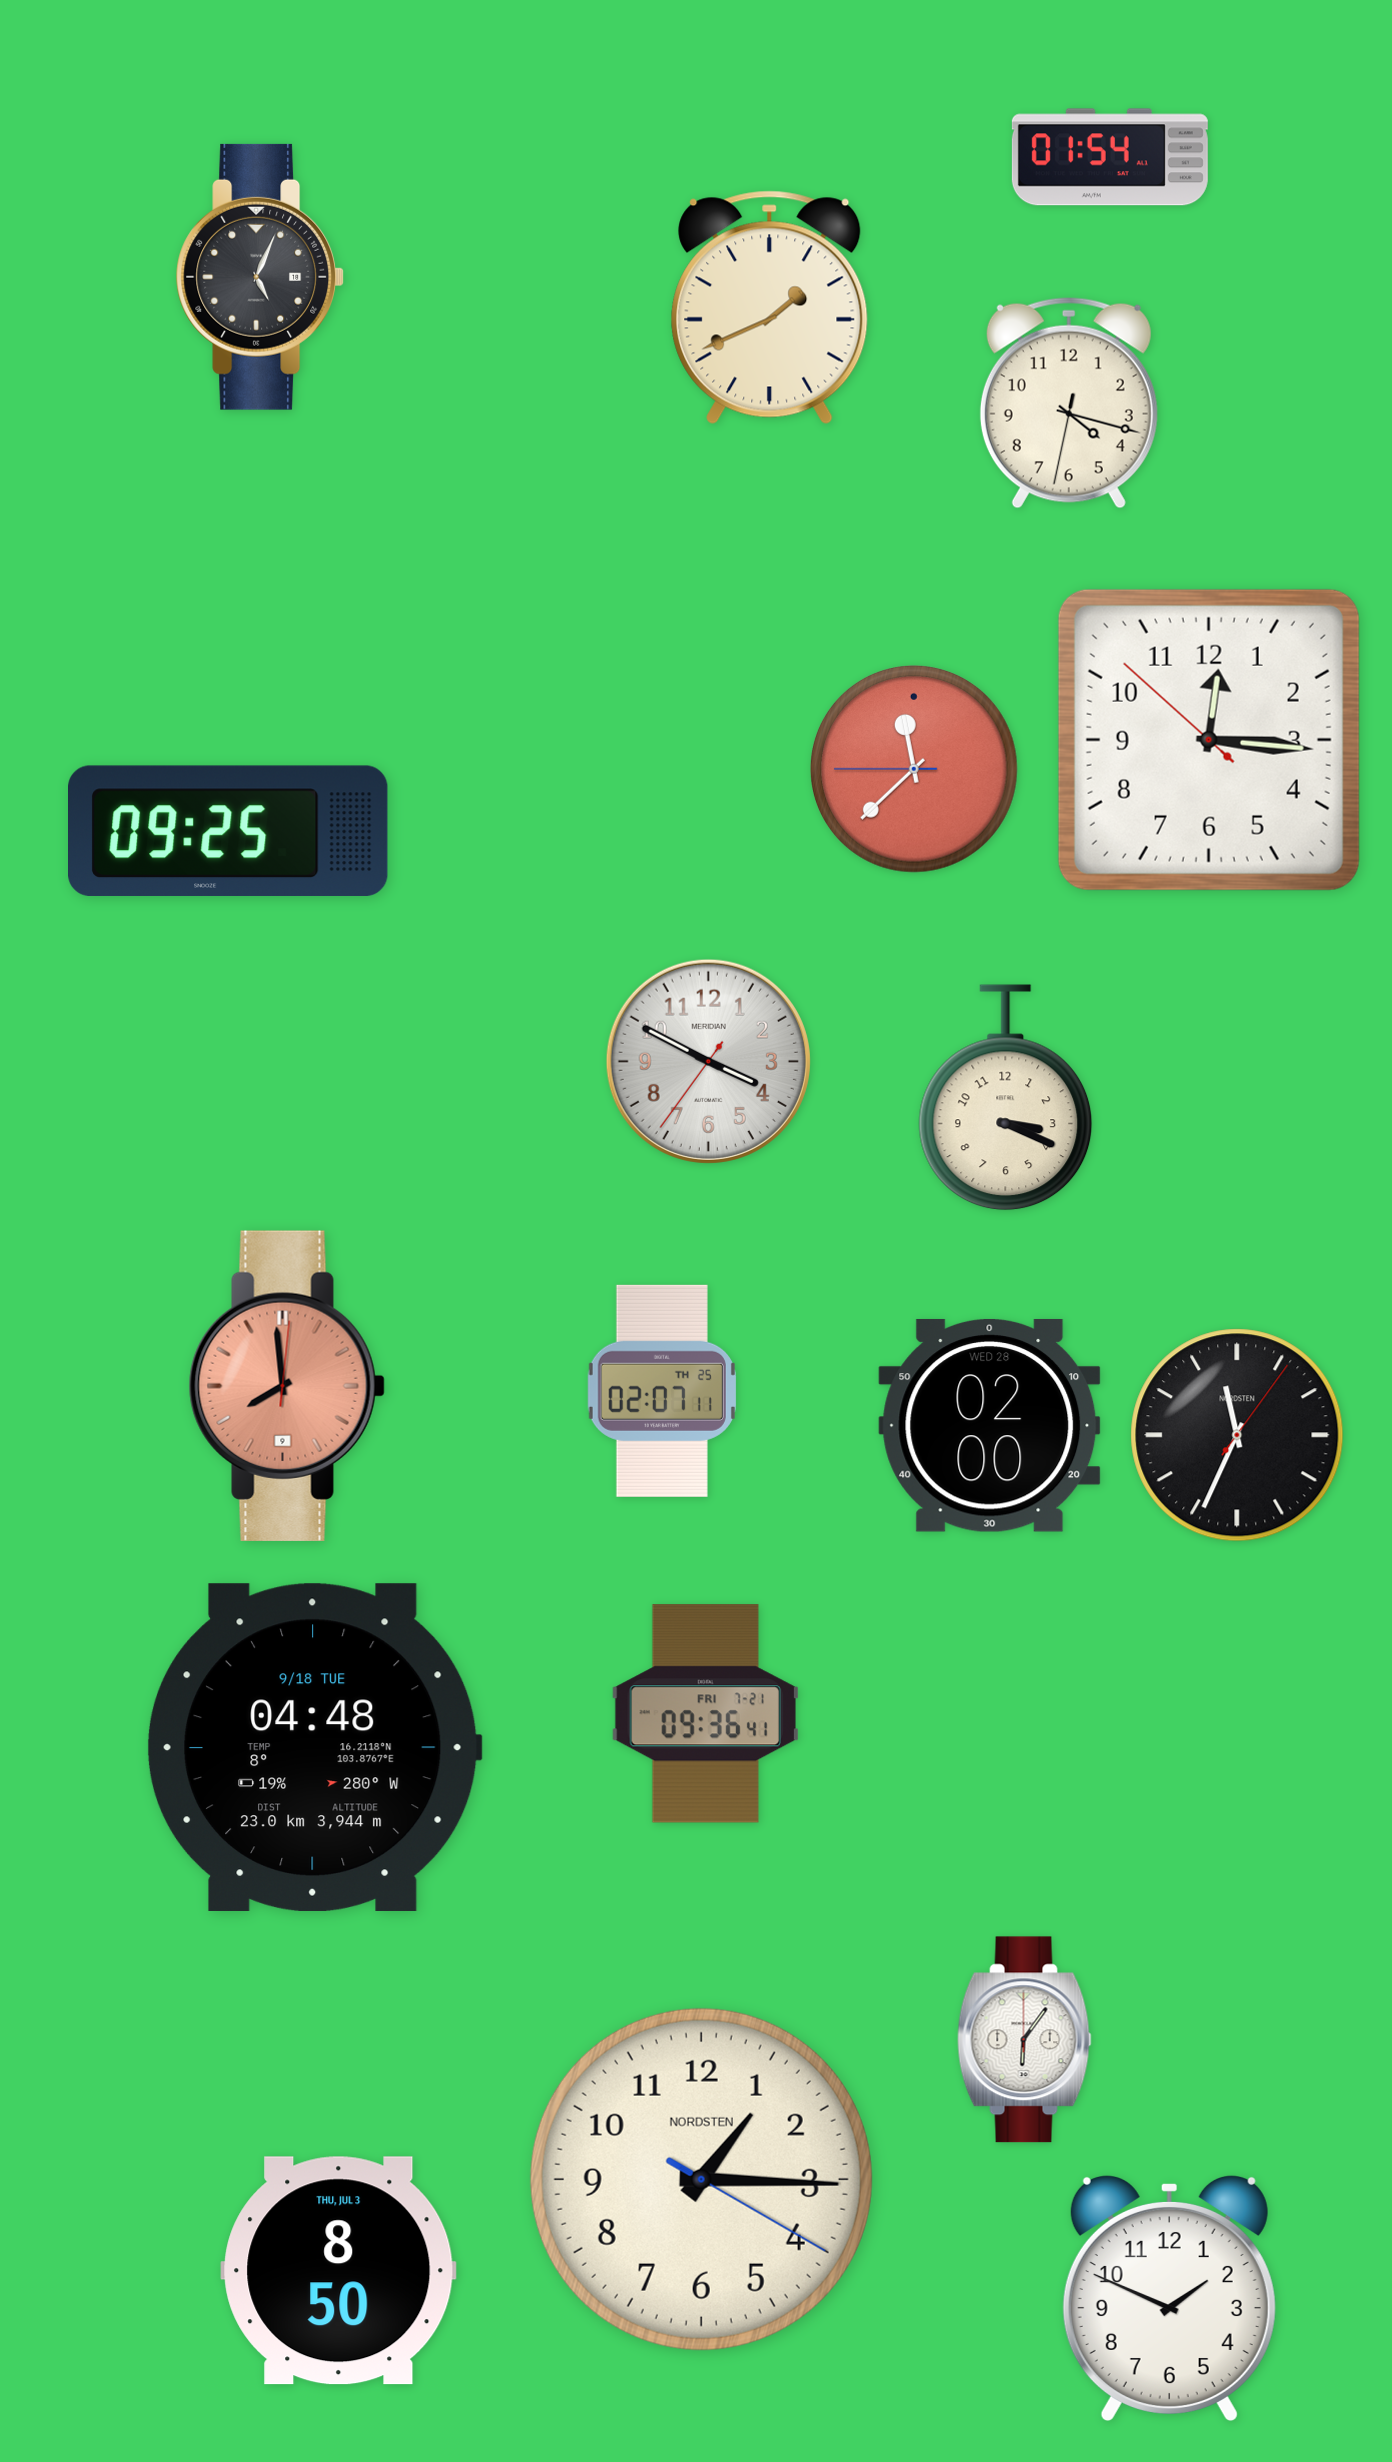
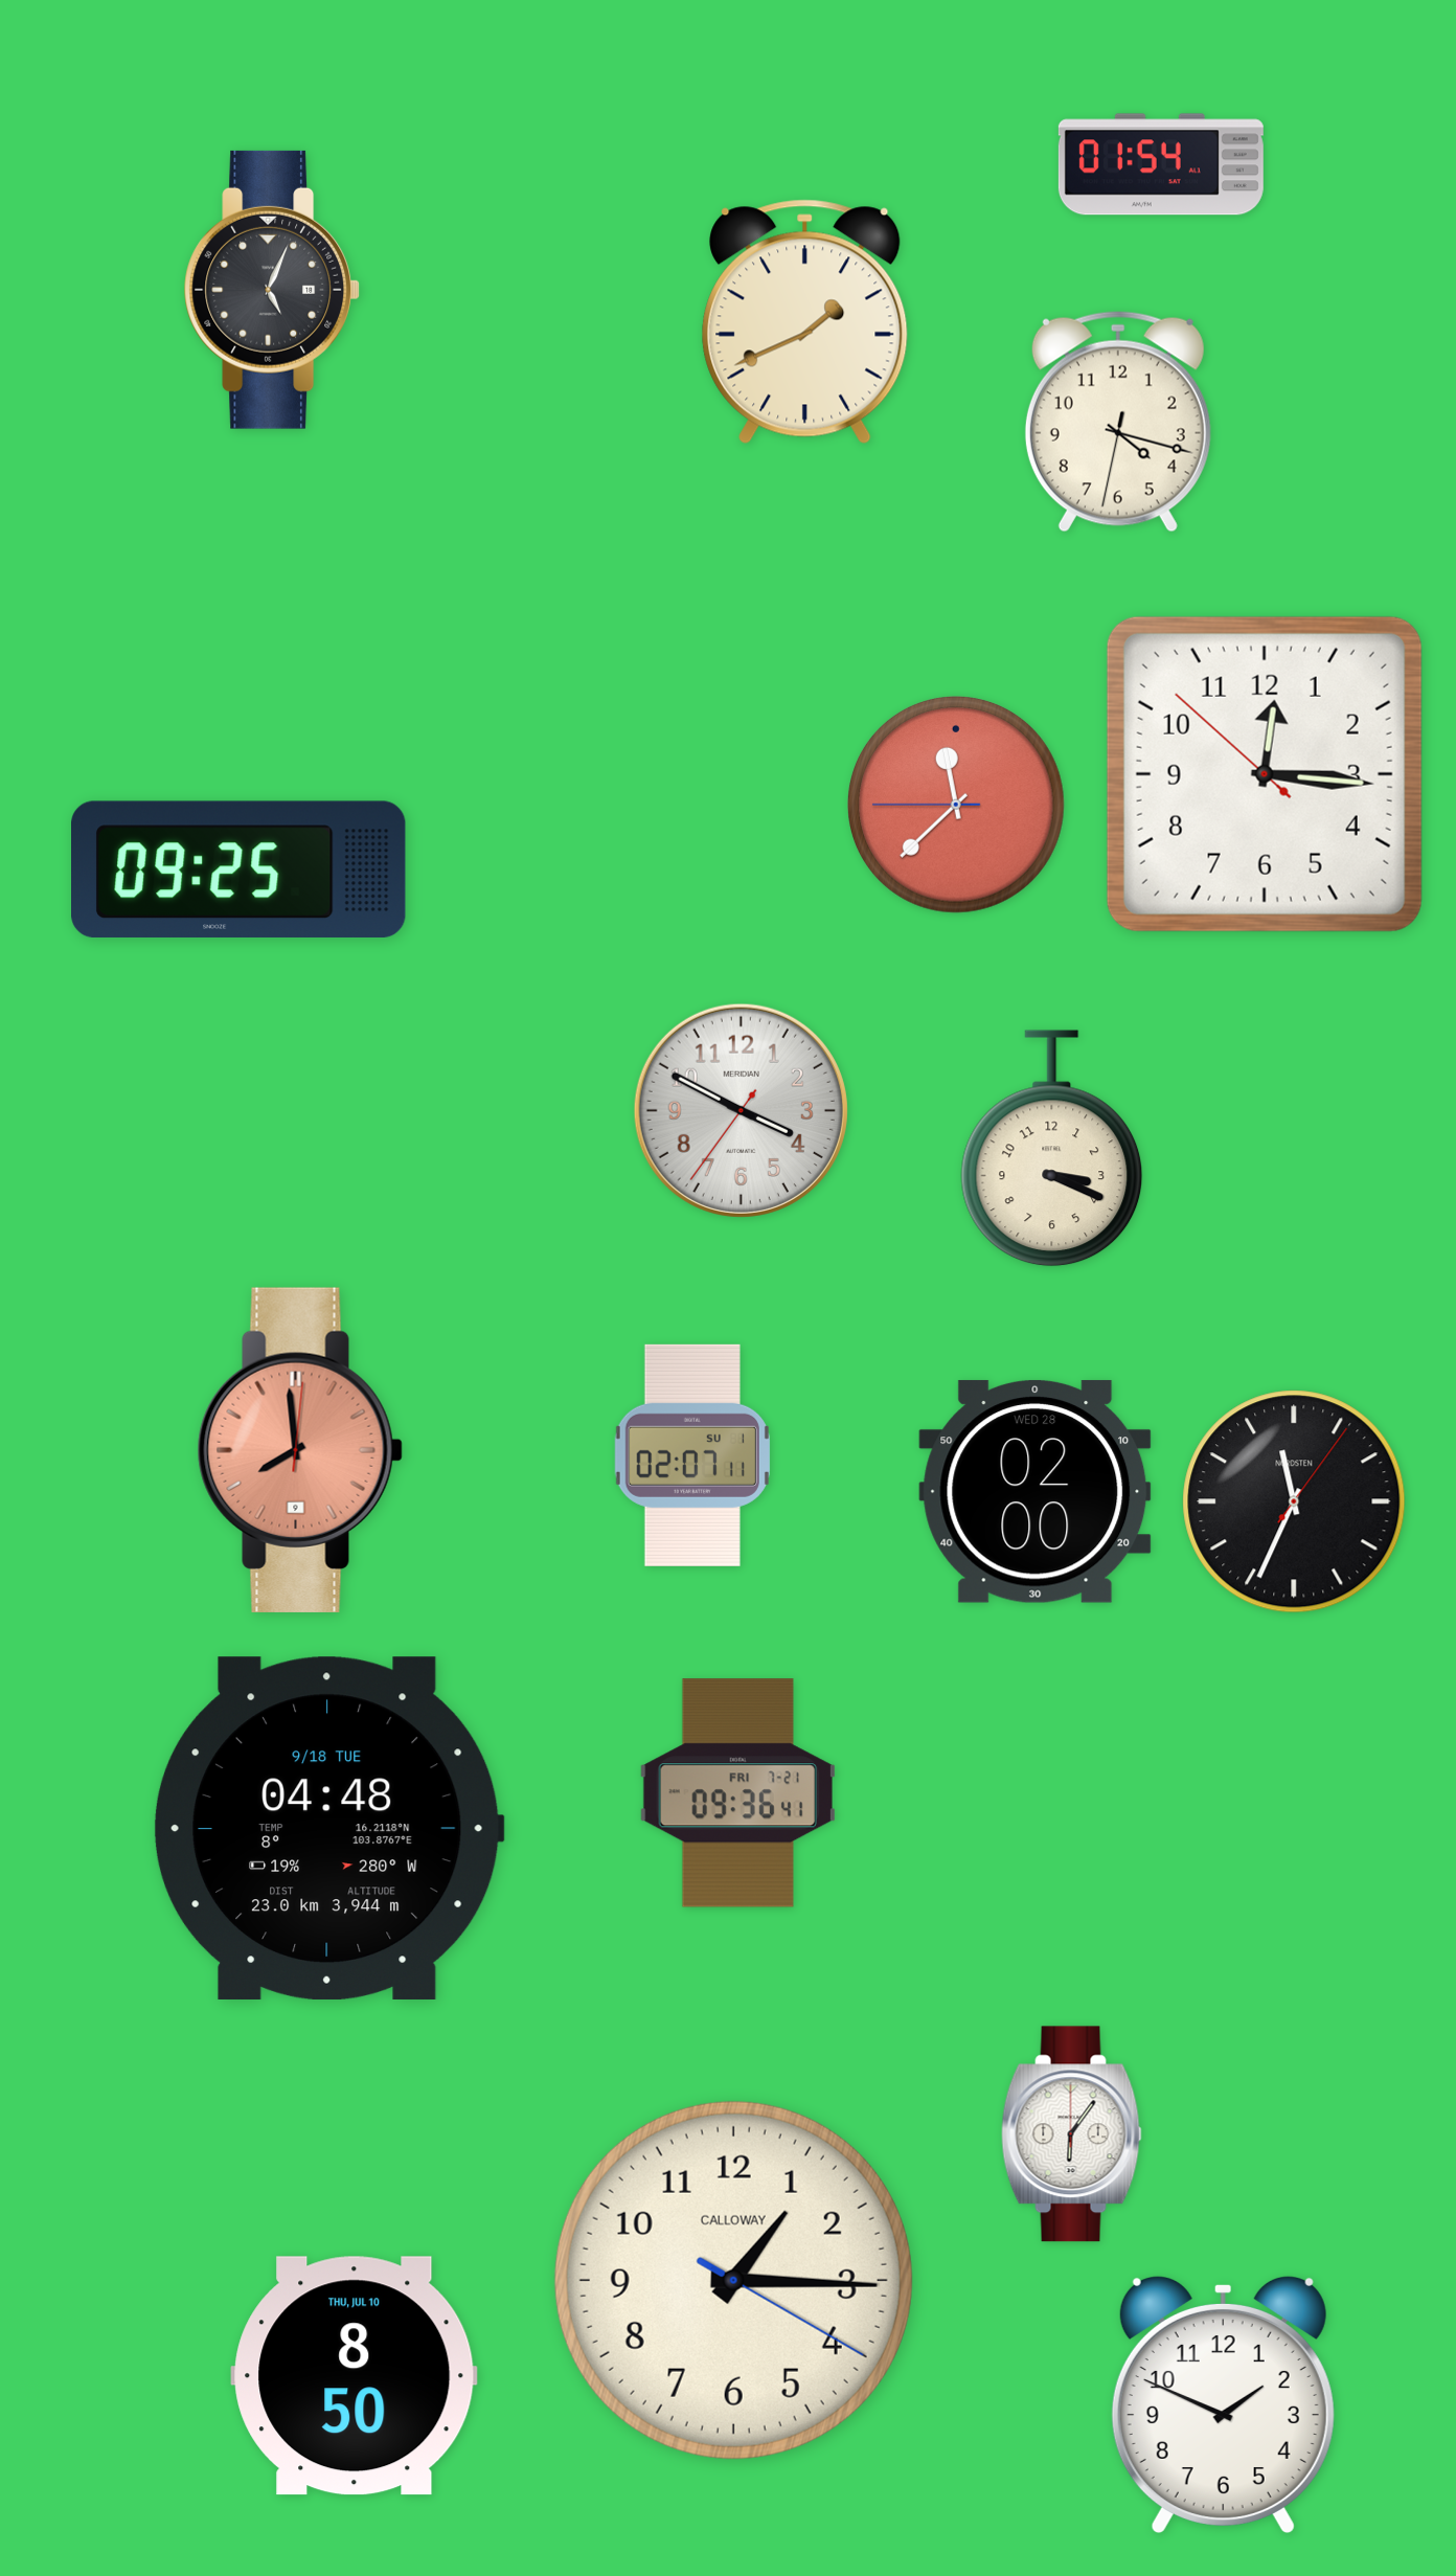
clock at (662, 1391) date: TH 25 -> SU 1
clock at (701, 2179) brand: NORDSTEN -> CALLOWAY
clock at (339, 2271) date: THU, JUL 3 -> THU, JUL 10
